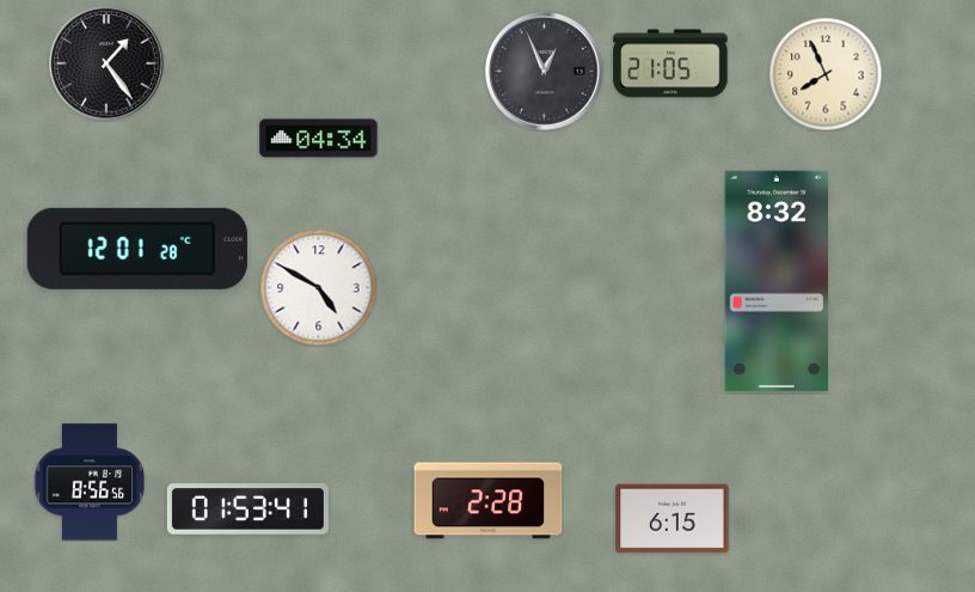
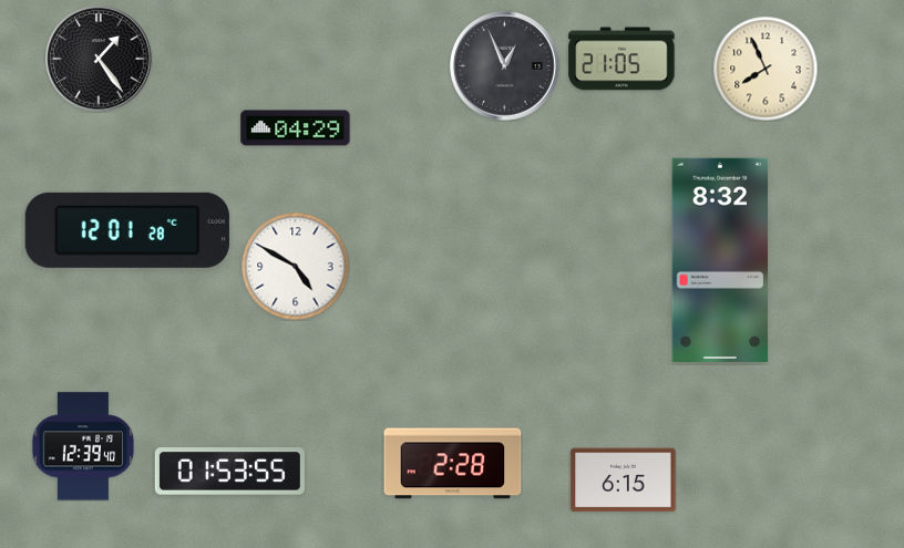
clock at (319, 139): 04:34 -> 04:29
clock at (90, 482): 8:56 -> 12:39
clock at (247, 509): 01:53:41 -> 01:53:55
